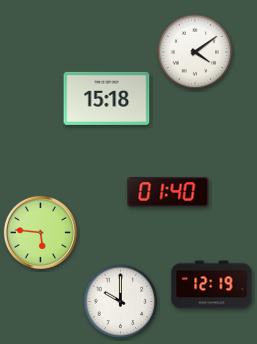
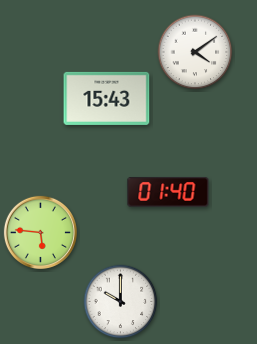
clock at (107, 98): 15:18 -> 15:43
clock at (212, 285): 12:19 -> none
